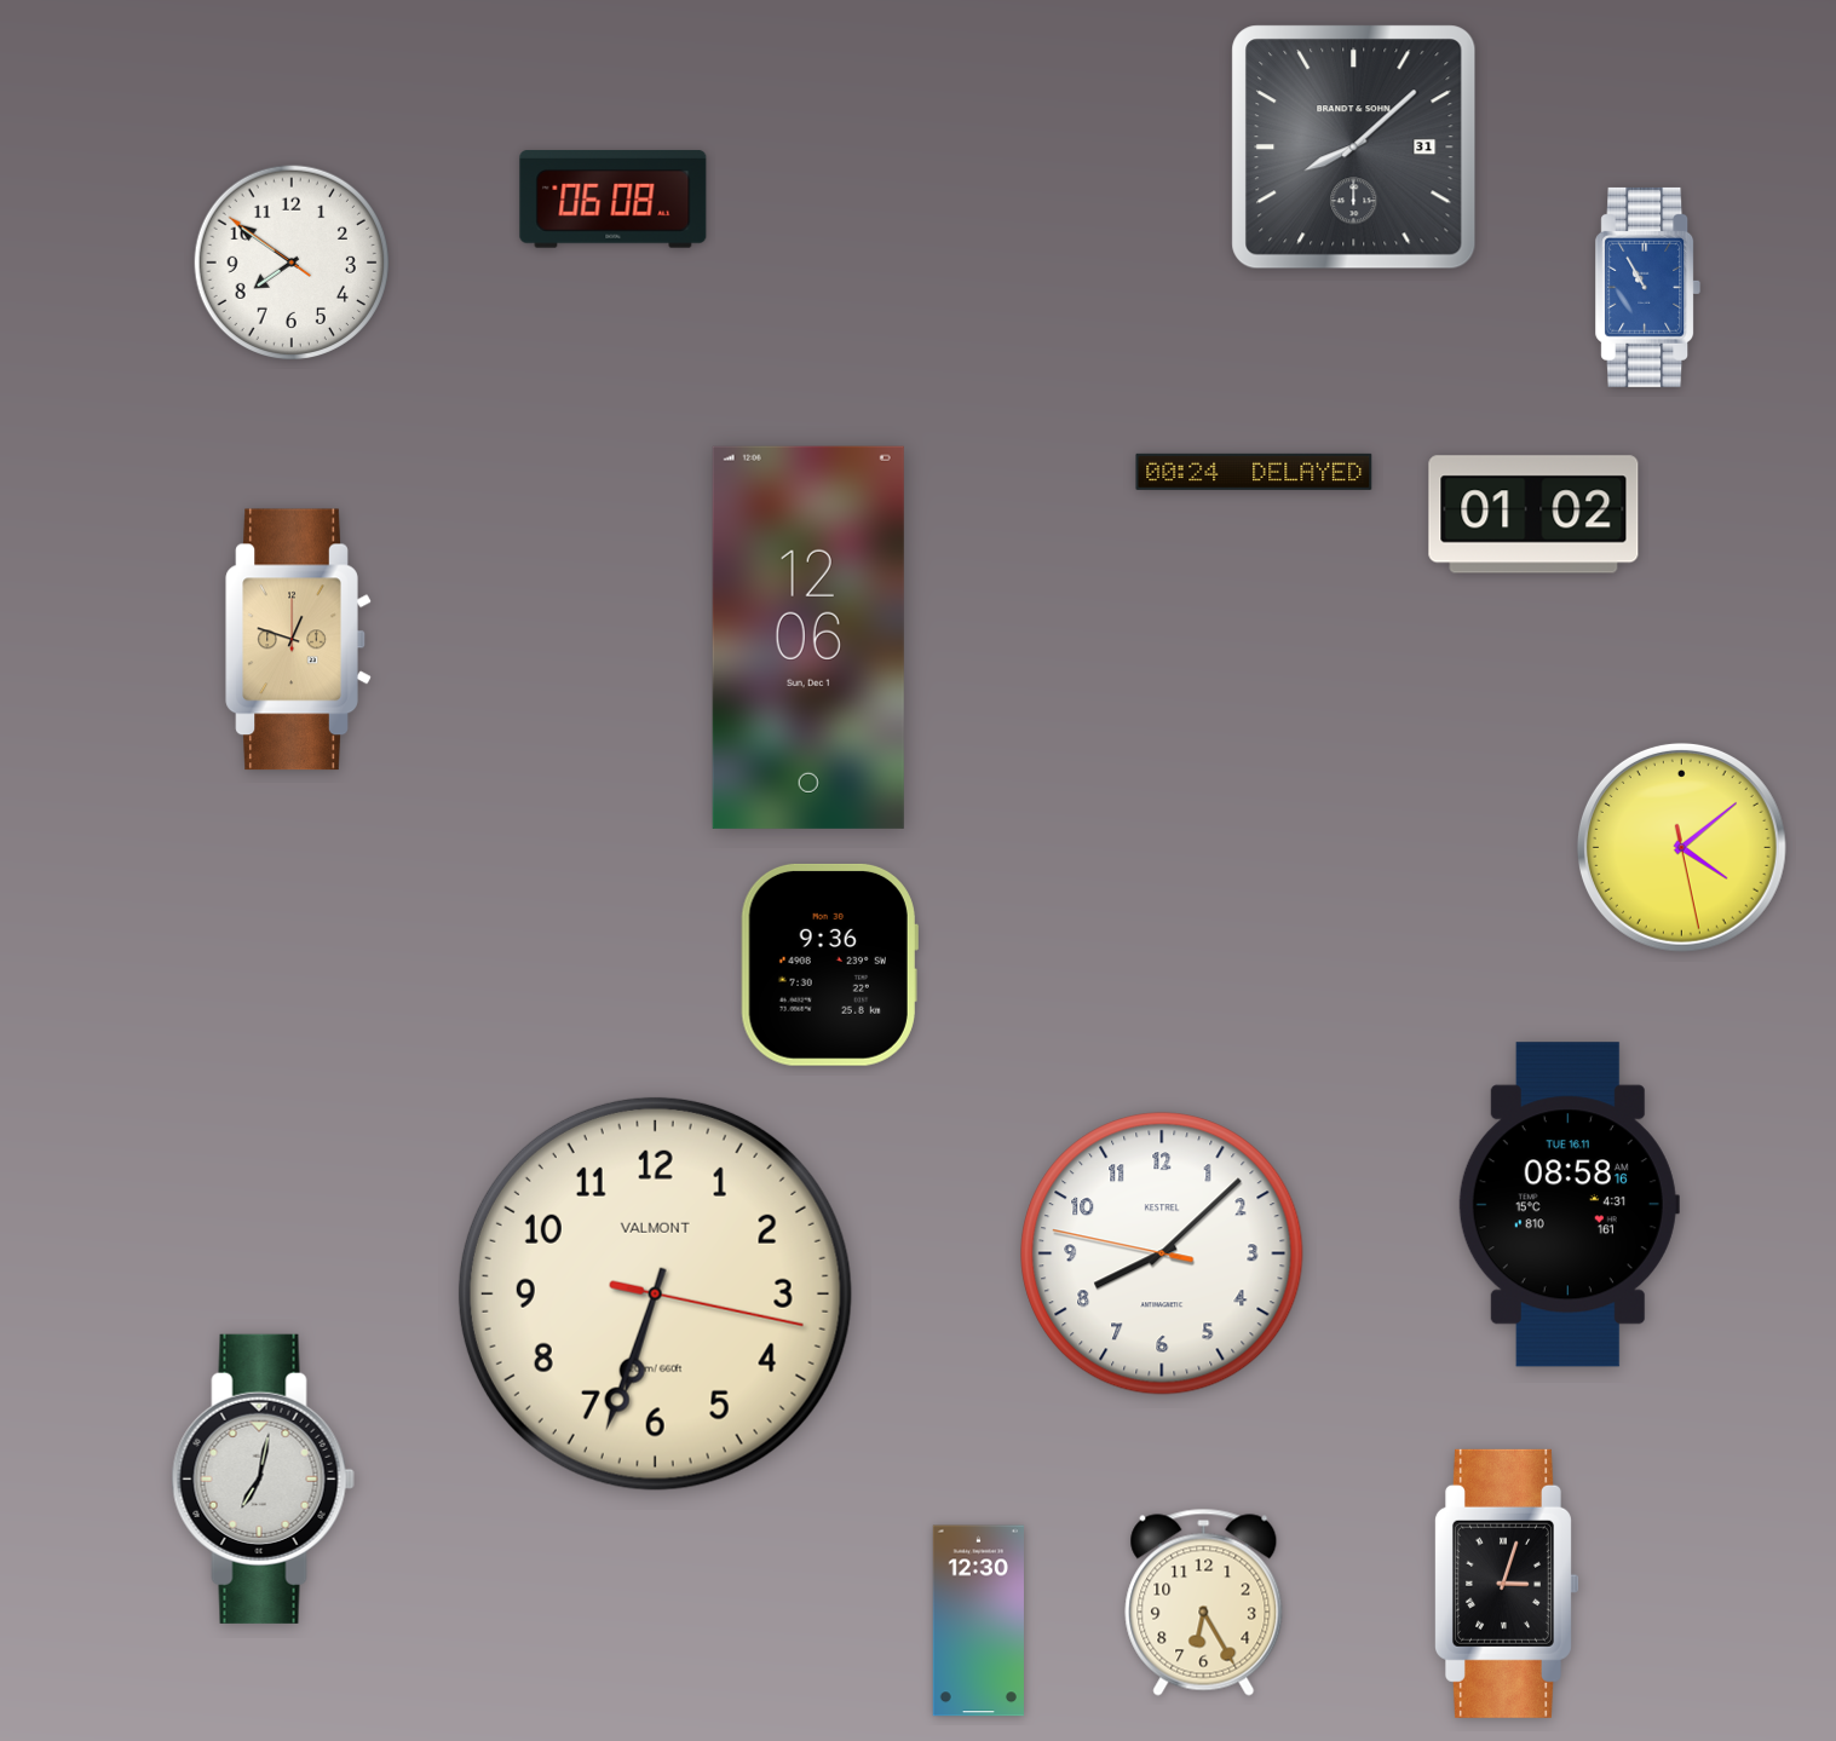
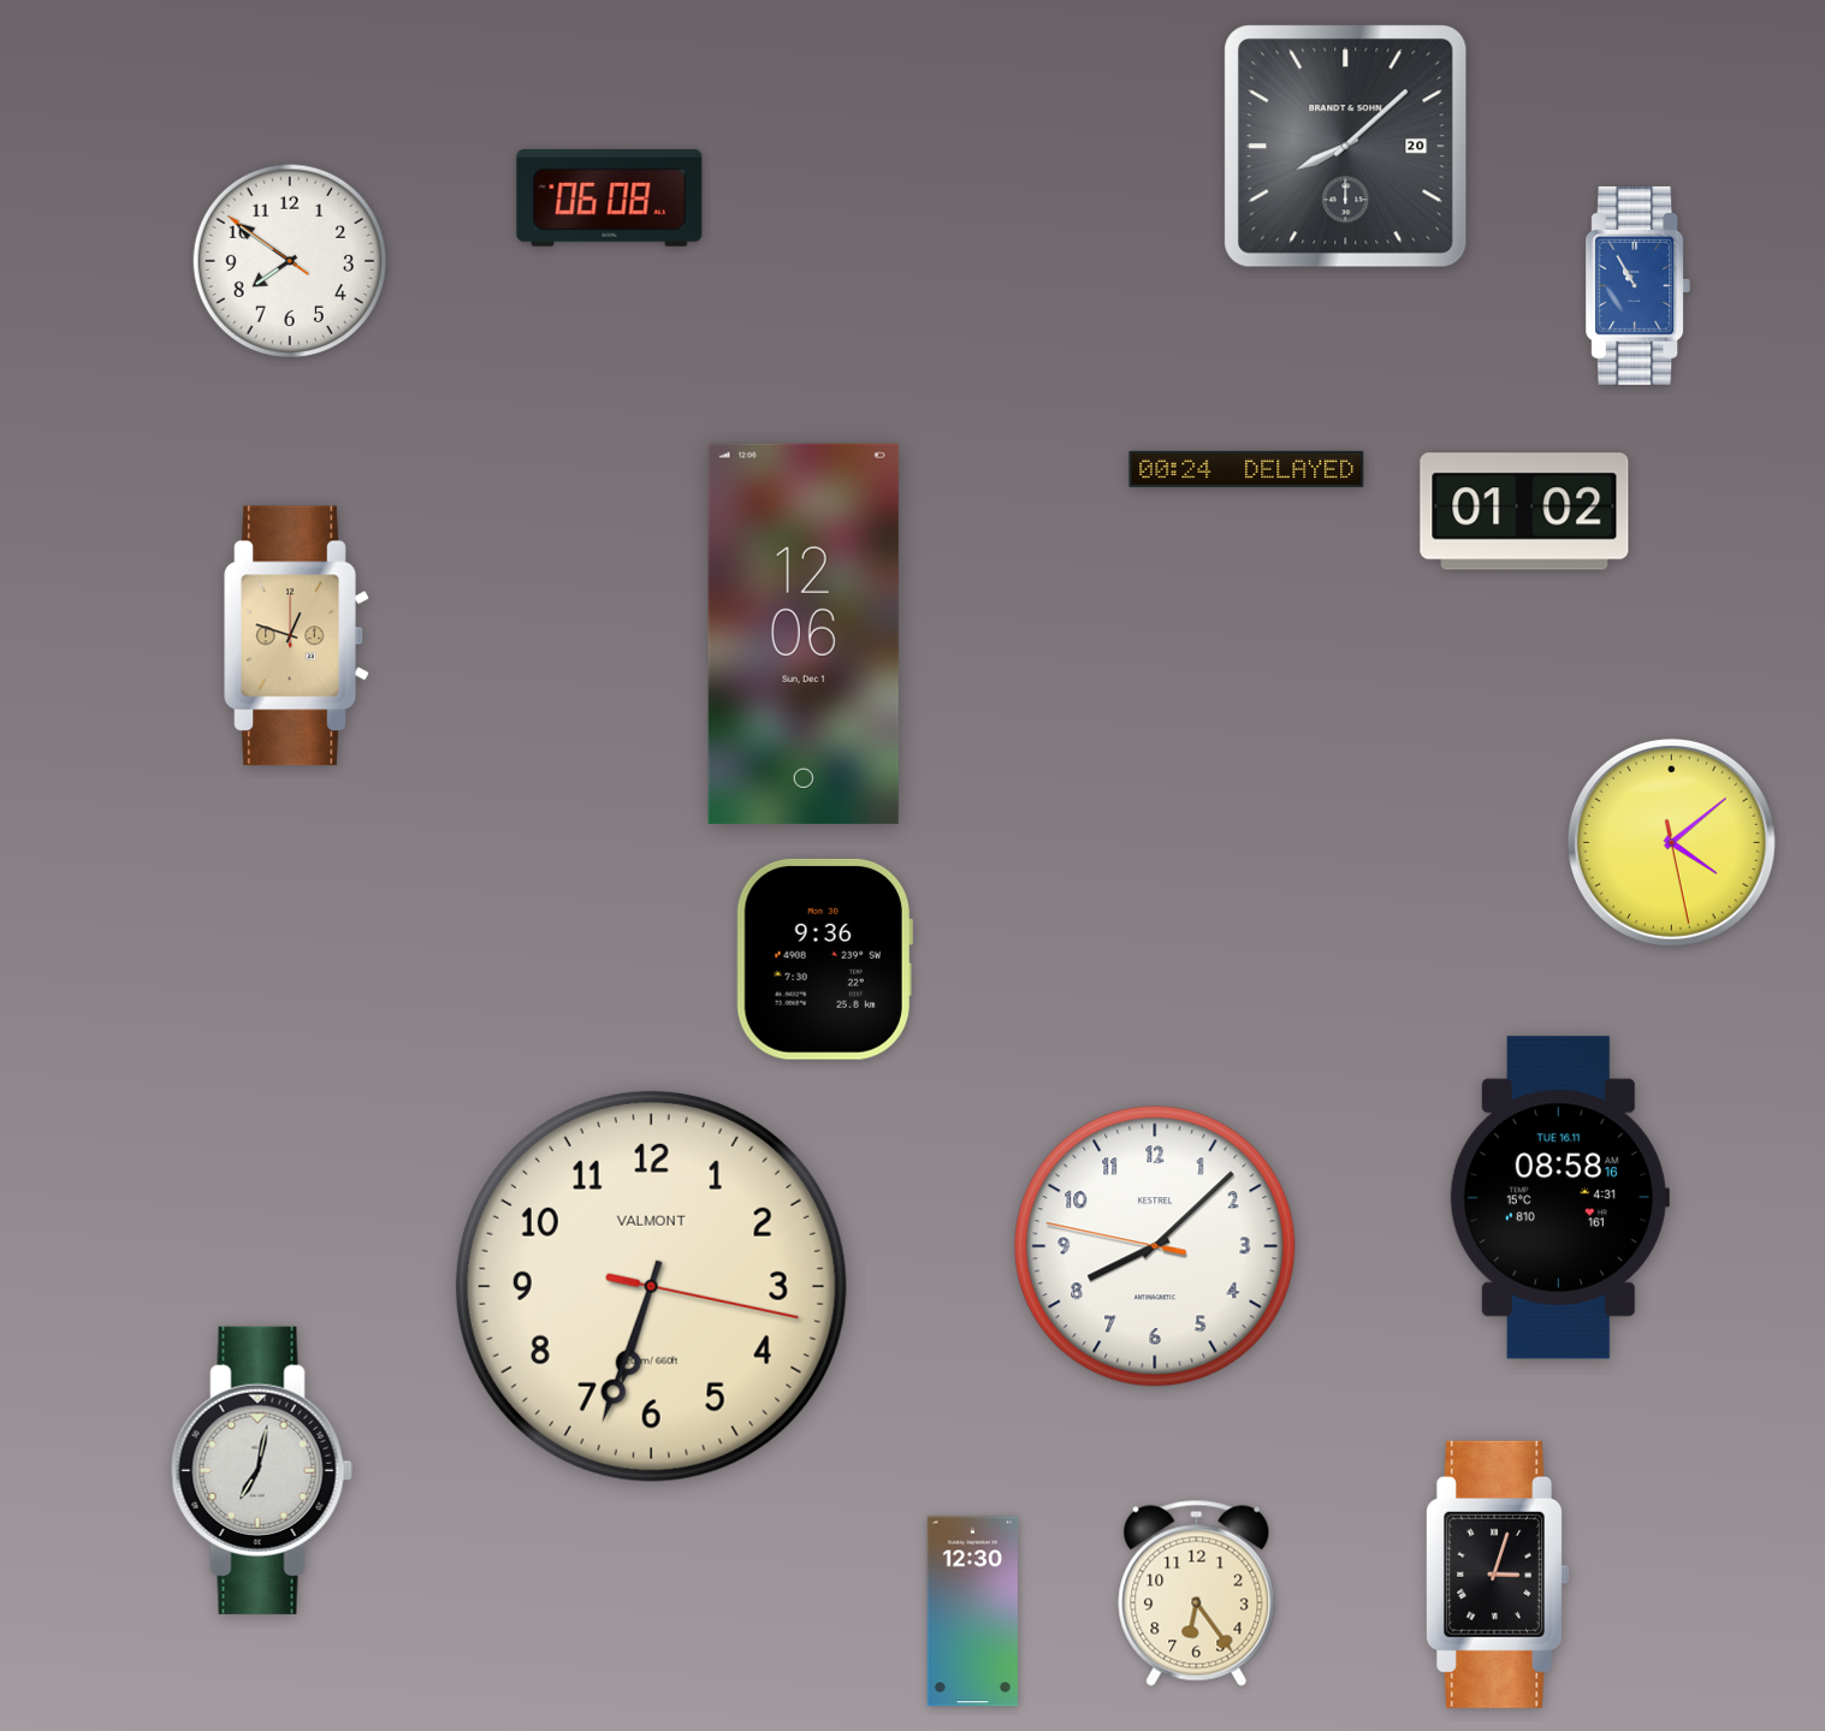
clock at (1354, 148) date: 31 -> 20
clock at (1204, 1602): 6:25 -> 6:24
